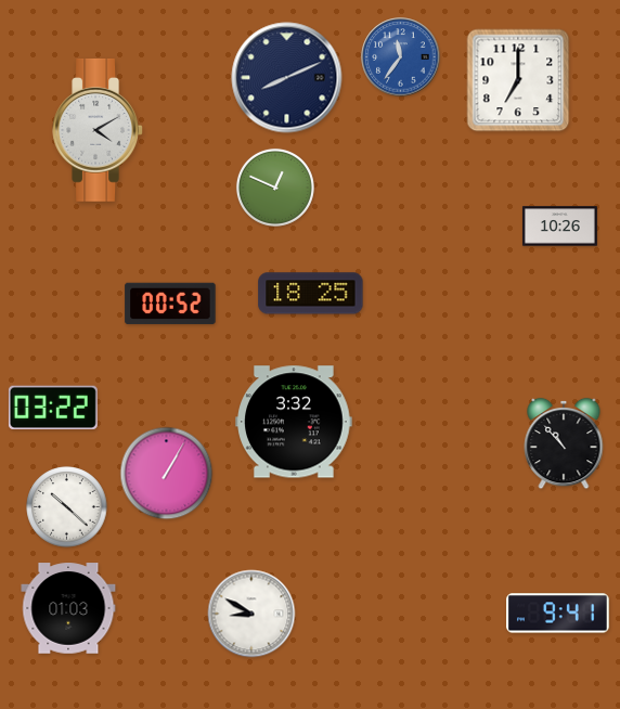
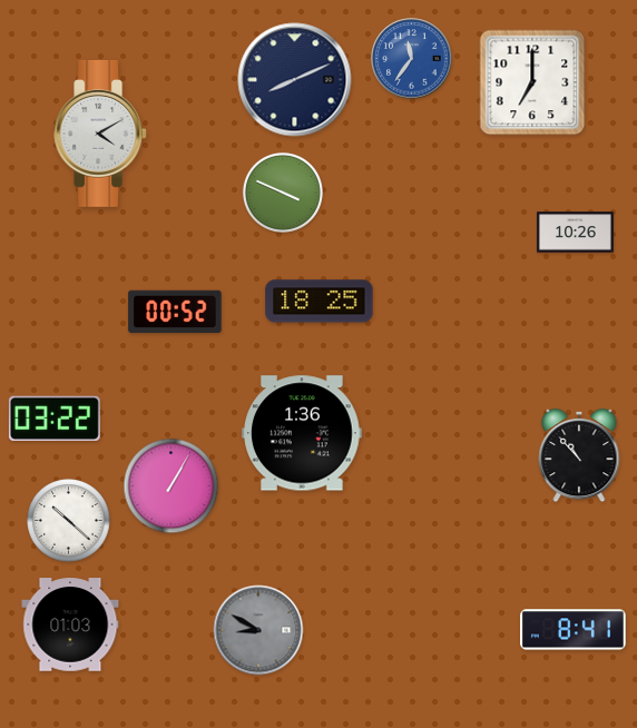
clock at (275, 188): 12:49 -> 3:49
clock at (295, 422): 3:32 -> 1:36
clock at (251, 614) dial: white -> grey
clock at (558, 614): 9:41 -> 8:41
